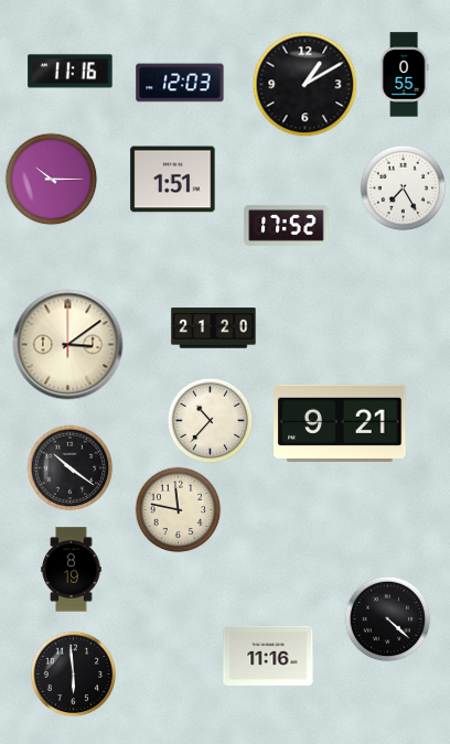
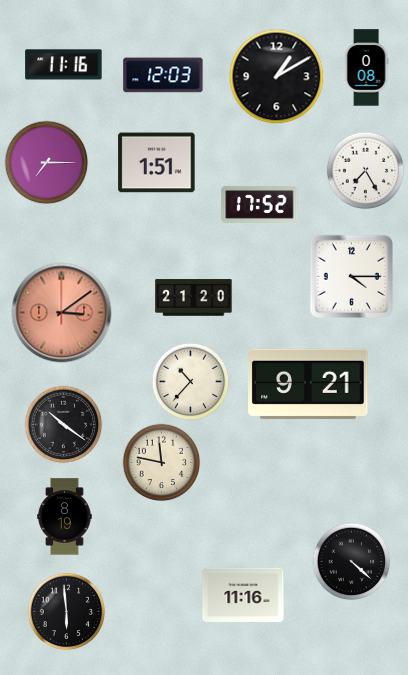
clock at (404, 75): 0:55 -> 0:08
clock at (51, 179): 10:15 -> 7:15
clock at (351, 276): none -> 4:15
clock at (68, 345) dial: cream -> salmon
